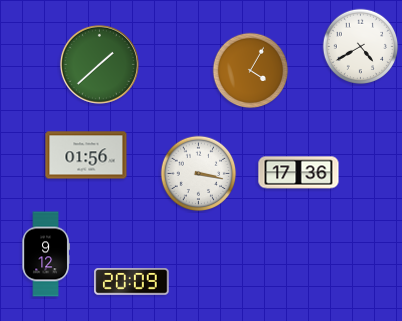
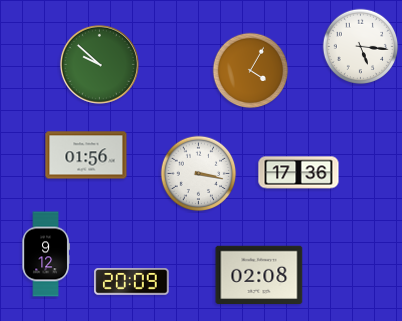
clock at (361, 47): 4:40 -> 5:16
clock at (99, 64): 1:38 -> 9:52
clock at (259, 274): none -> 02:08
